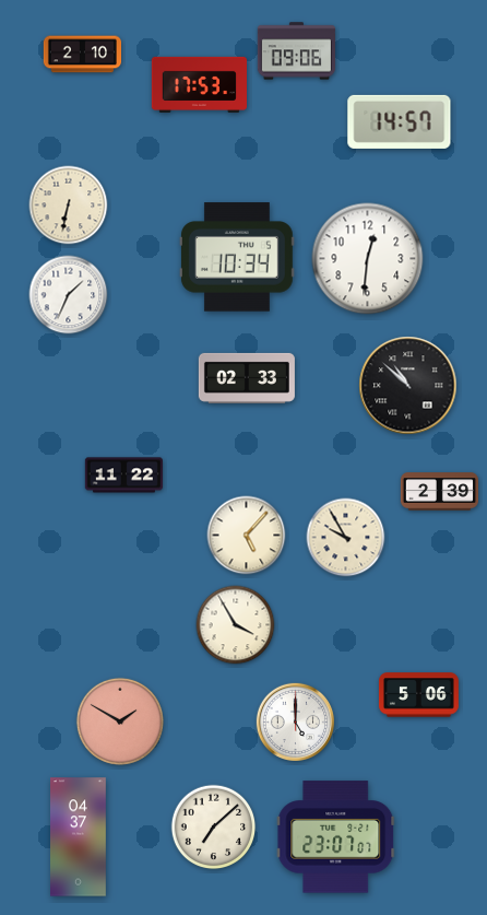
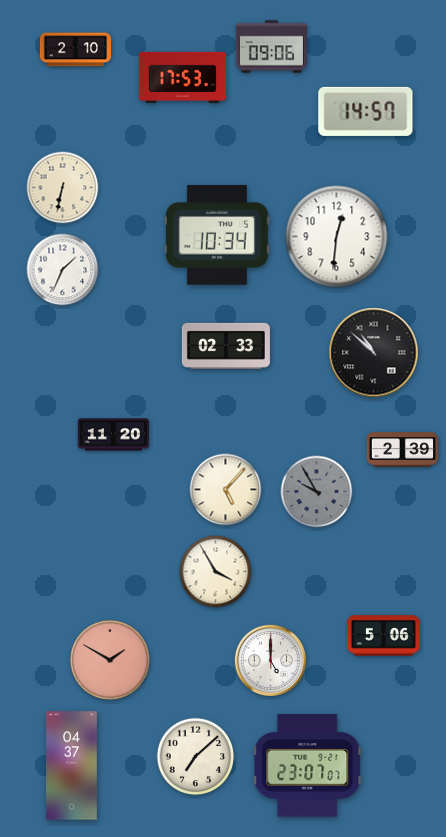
clock at (123, 476): 11:22 -> 11:20
clock at (346, 538) dial: cream -> grey
